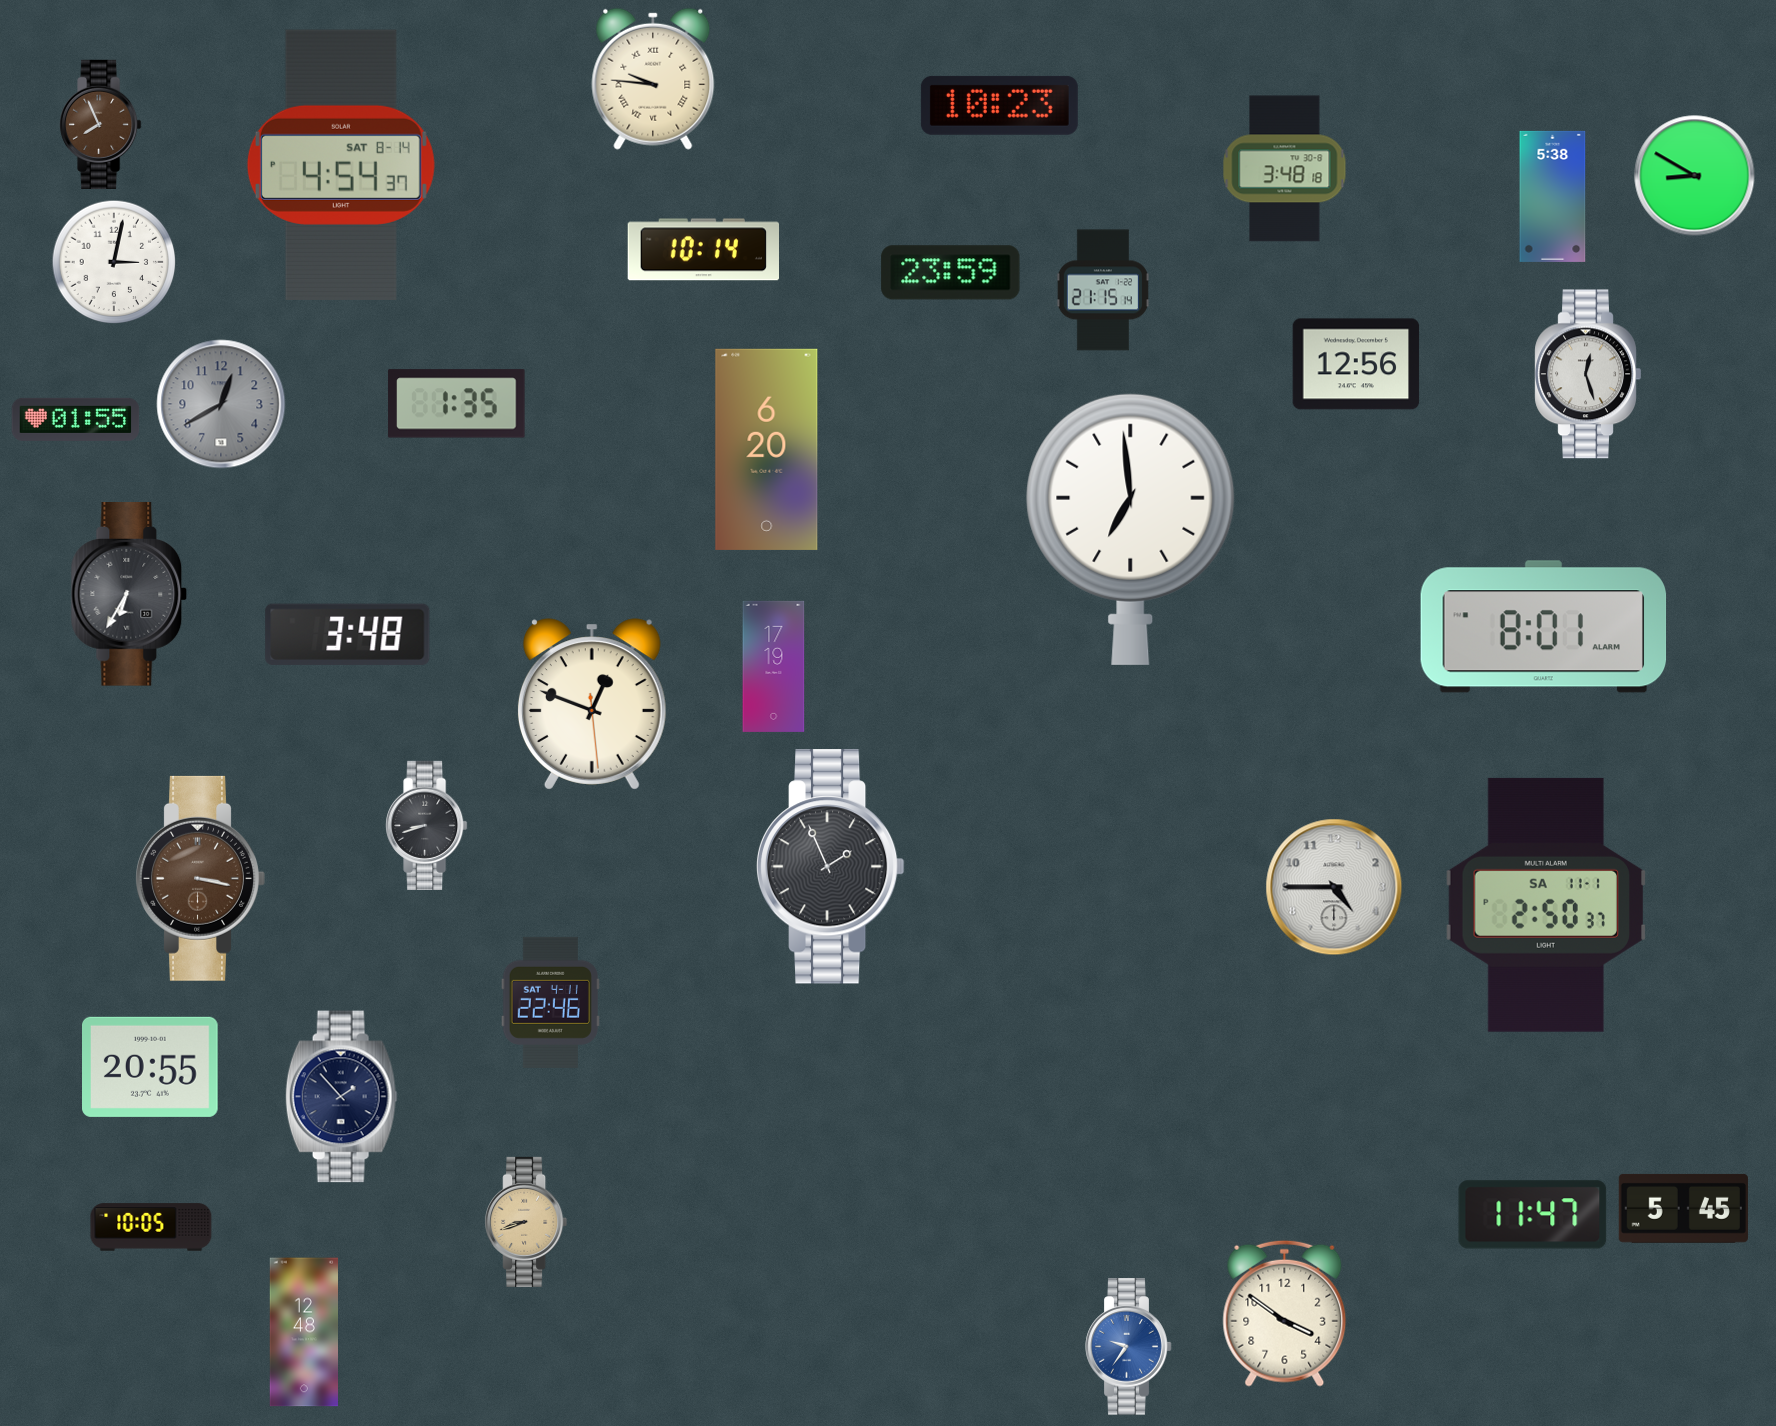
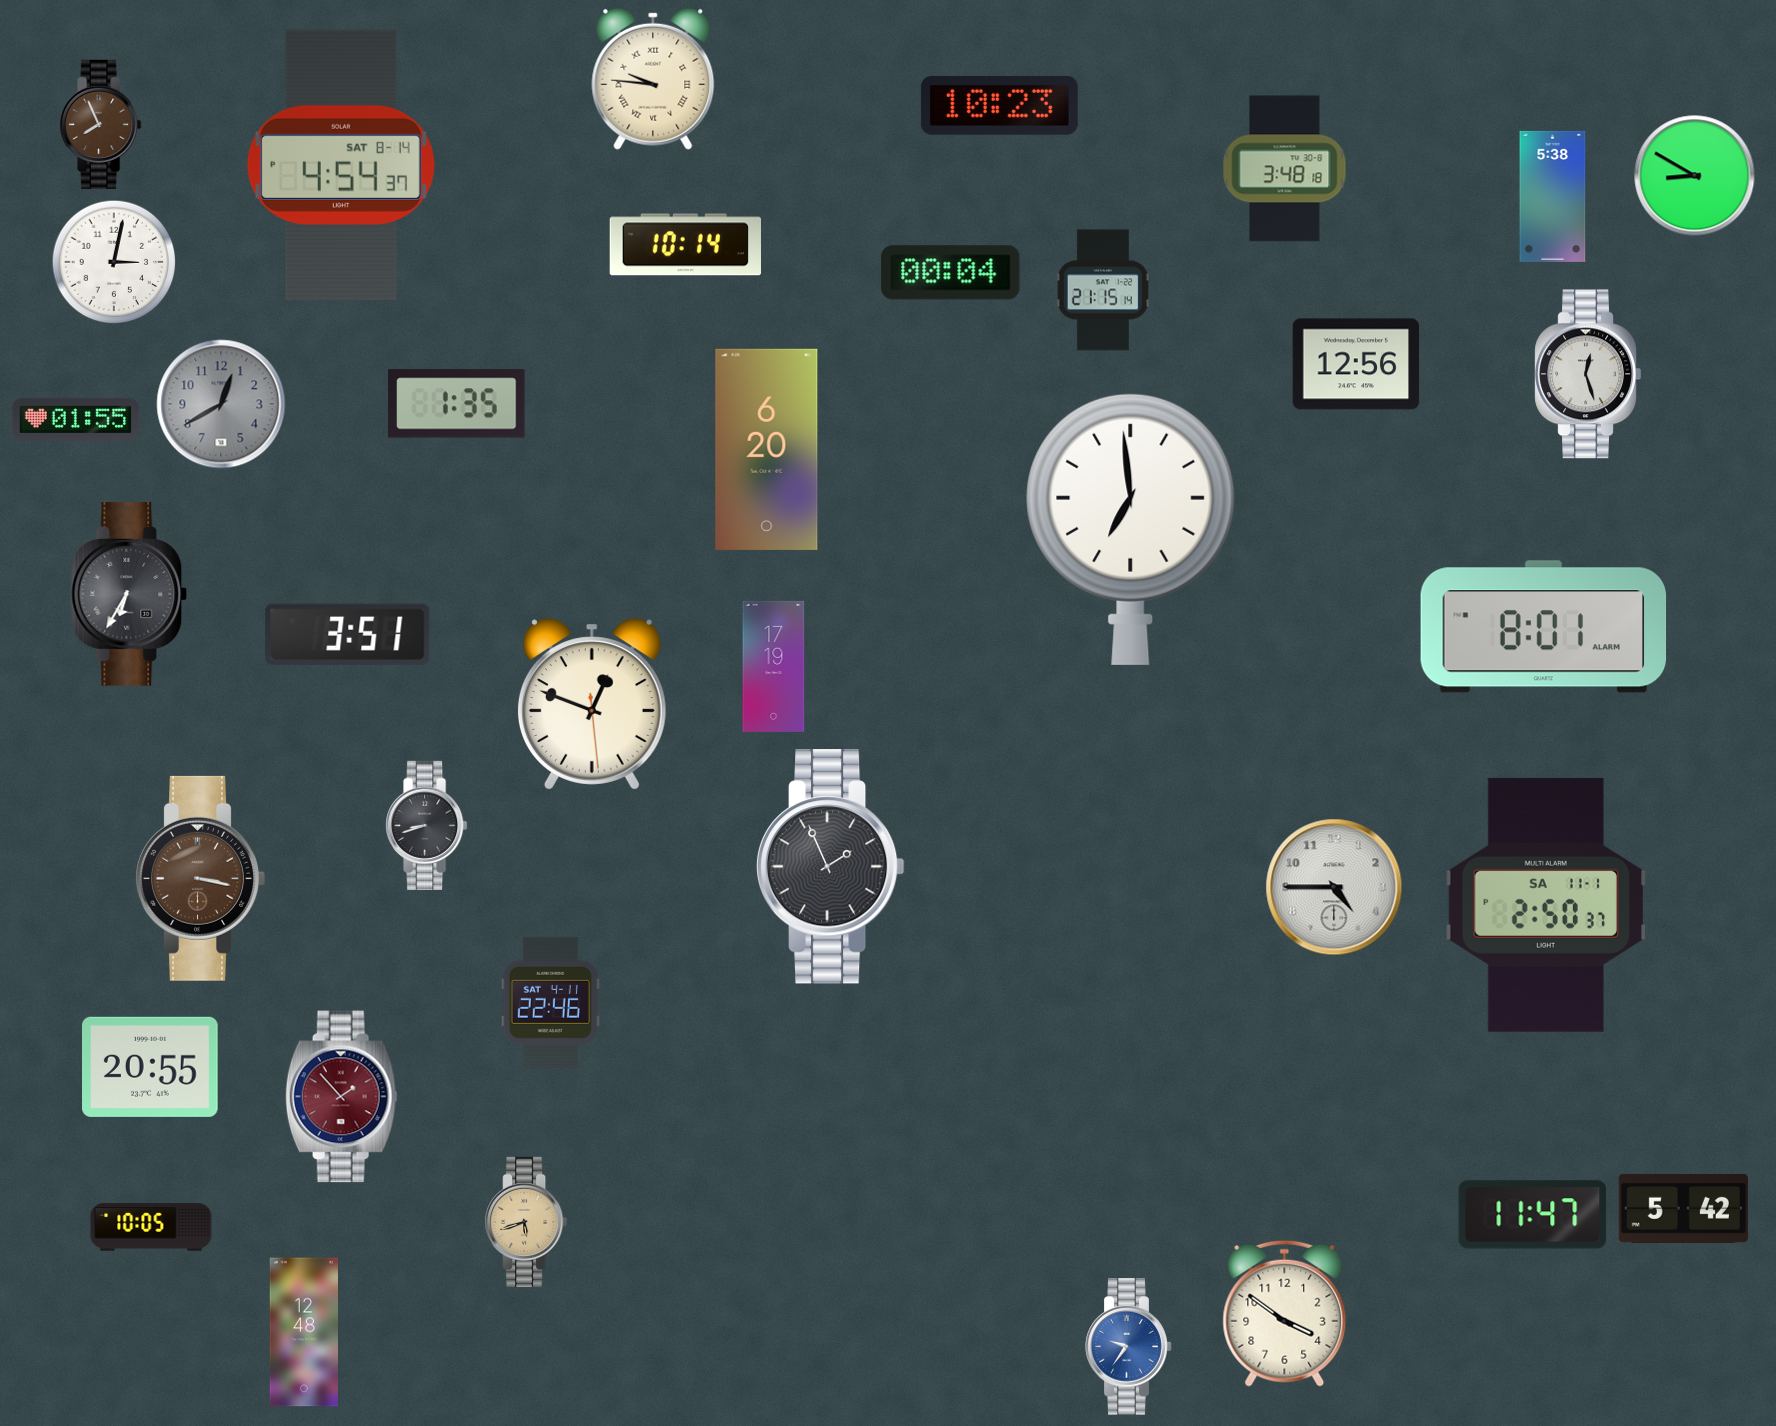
clock at (703, 250) position: (703, 250) -> (685, 245)
clock at (951, 273): 23:59 -> 00:04
clock at (348, 634): 3:48 -> 3:51
clock at (341, 1097) dial: navy -> burgundy
clock at (1683, 1208): 5:45 -> 5:42
clock at (526, 1222): 8:42 -> 5:42
